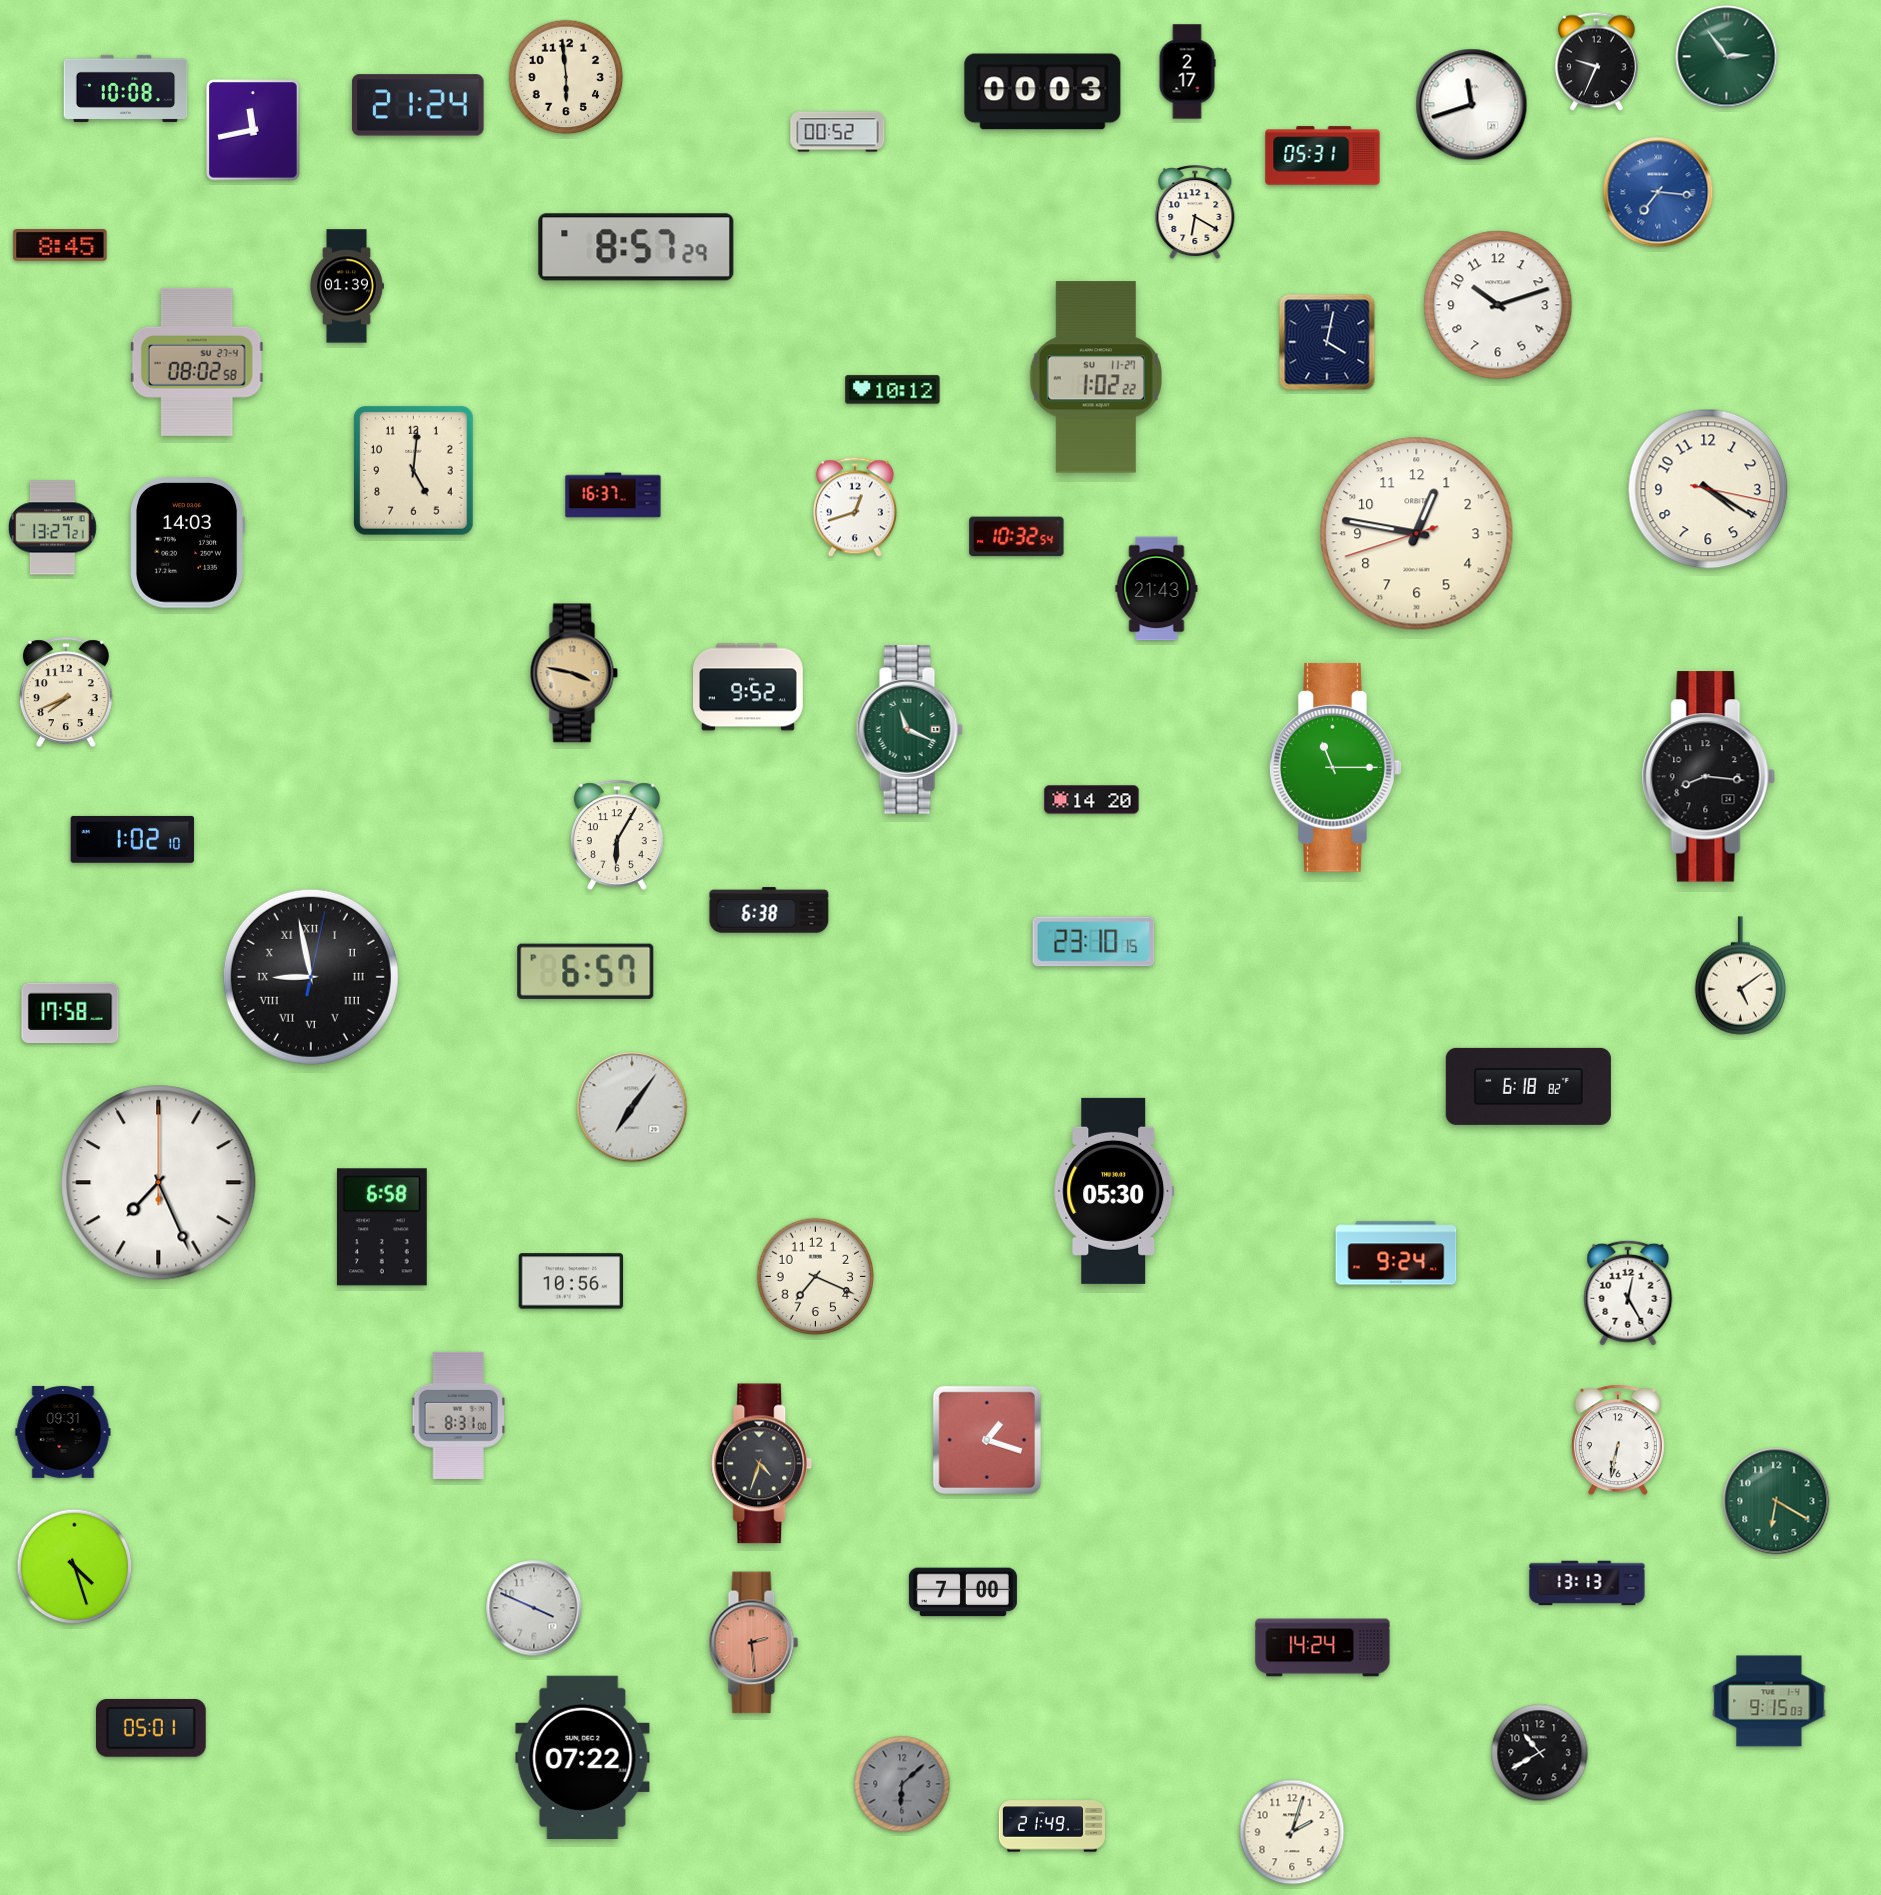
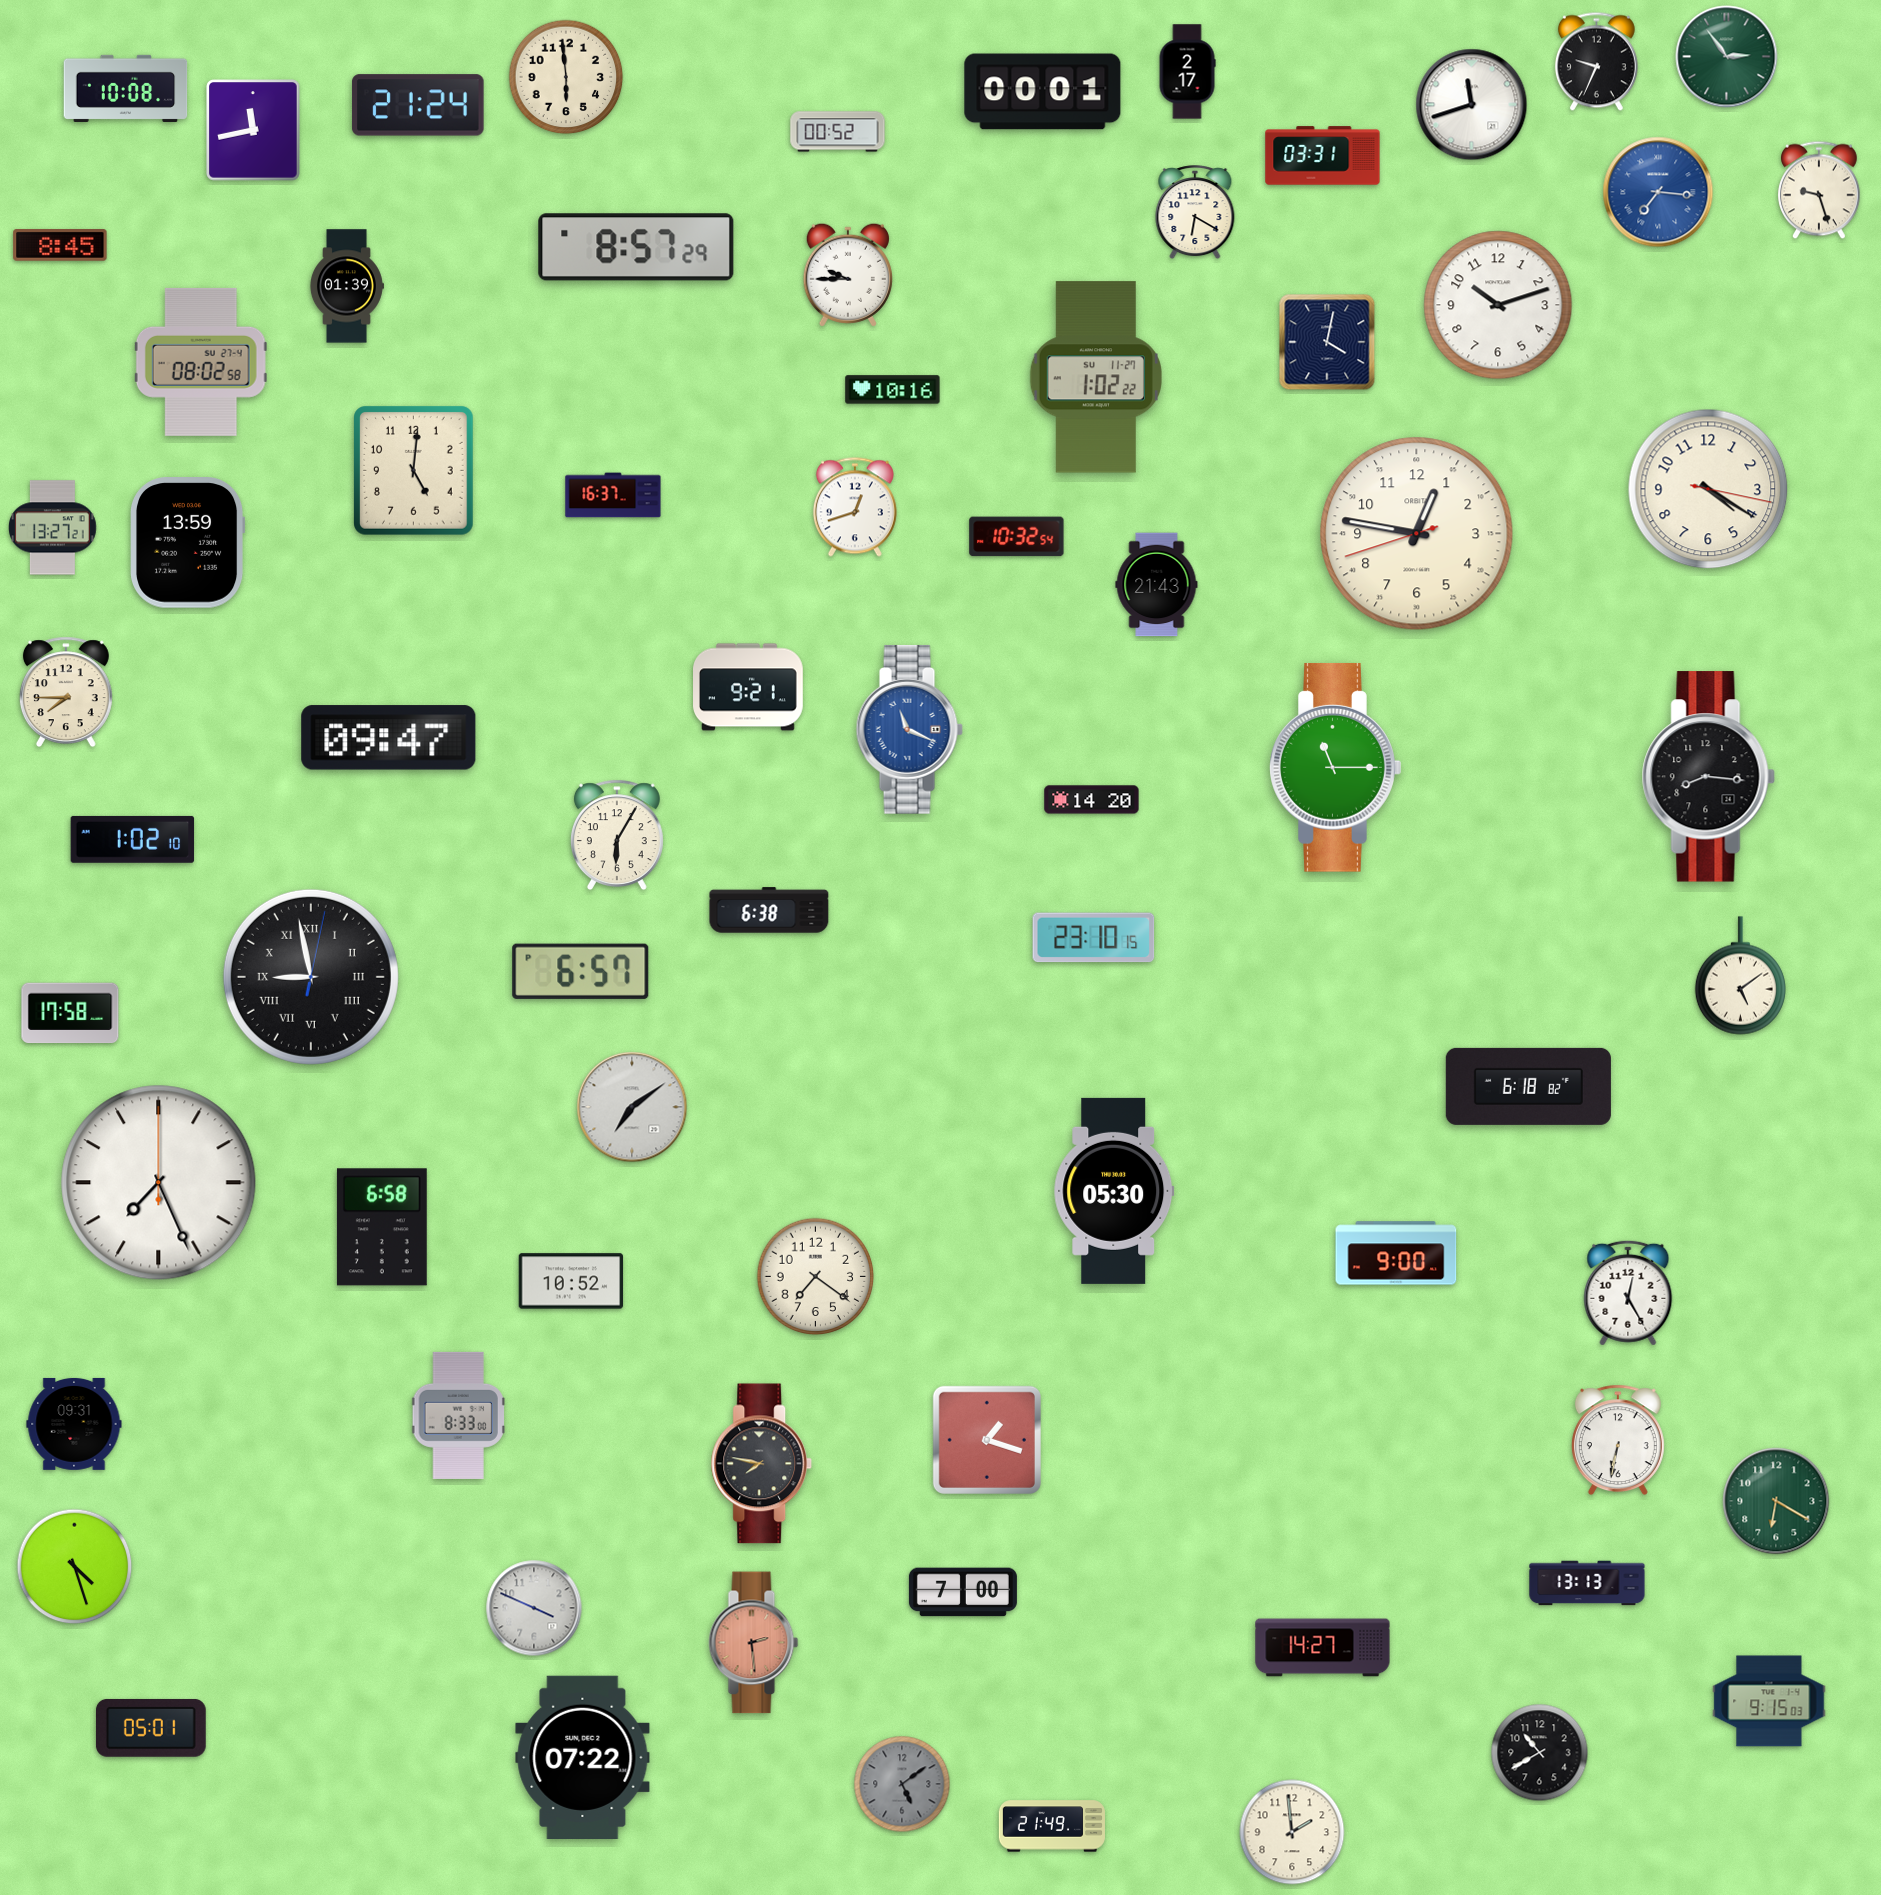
clock at (1043, 92): 00:03 -> 00:01
clock at (1323, 156): 05:31 -> 03:31
clock at (1820, 190): none -> 9:27
clock at (848, 275): none -> 9:45
clock at (197, 362) position: (197, 362) -> (201, 362)
clock at (893, 390): 10:12 -> 10:16
clock at (188, 543): 14:03 -> 13:59
clock at (1157, 589) position: (1157, 589) -> (1157, 585)
clock at (574, 673): 3:47 -> none
clock at (749, 687): 9:52 -> 9:21
clock at (66, 692): 7:41 -> 7:45
clock at (909, 729) dial: green -> blue
clock at (389, 738): none -> 09:47
clock at (1094, 942) position: (1094, 942) -> (1094, 938)
clock at (586, 971) position: (586, 971) -> (581, 971)
clock at (632, 1107): 7:06 -> 7:09
clock at (1396, 1253): 9:24 -> 9:00
clock at (816, 1277): 7:19 -> 7:21
clock at (571, 1281): 10:56 -> 10:52
clock at (459, 1415): 8:31 -> 8:33
clock at (63, 1432) position: (63, 1432) -> (74, 1424)
clock at (762, 1464): 4:33 -> 7:47
clock at (1323, 1648): 14:24 -> 14:27
clock at (902, 1784): 6:08 -> 5:09
clock at (1292, 1832): 2:03 -> 1:59
